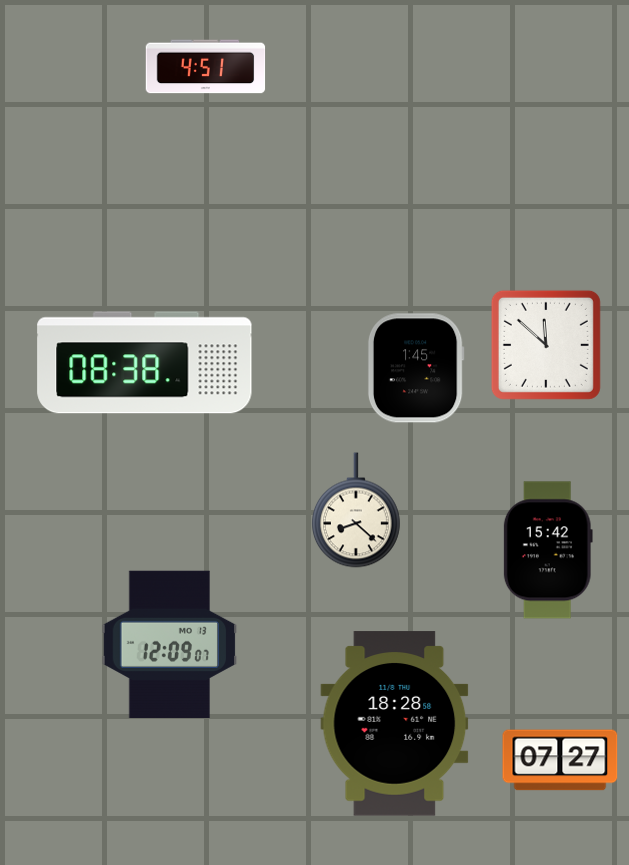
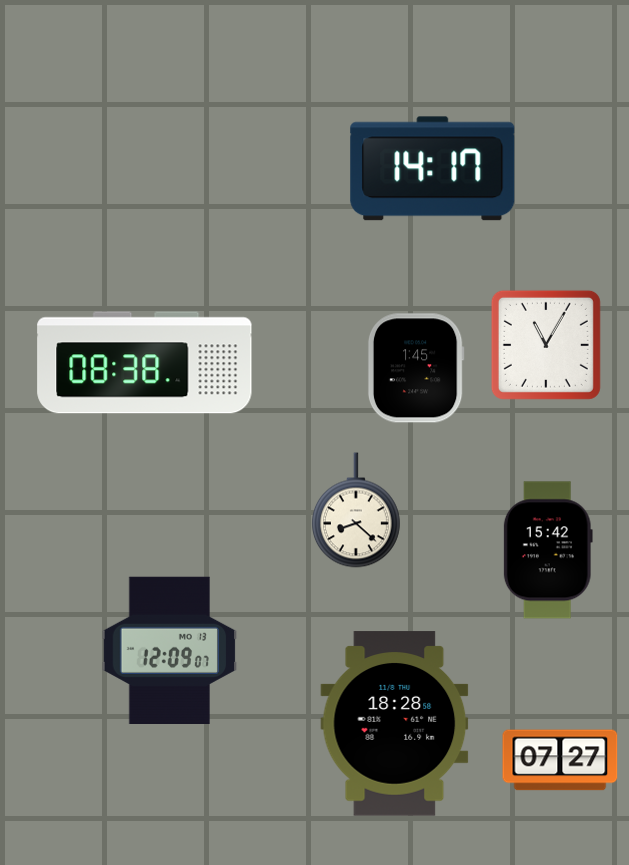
clock at (206, 67): 4:51 -> none
clock at (433, 169): none -> 14:17
clock at (546, 345): 11:52 -> 11:05
clock at (170, 644) position: (170, 644) -> (170, 650)
